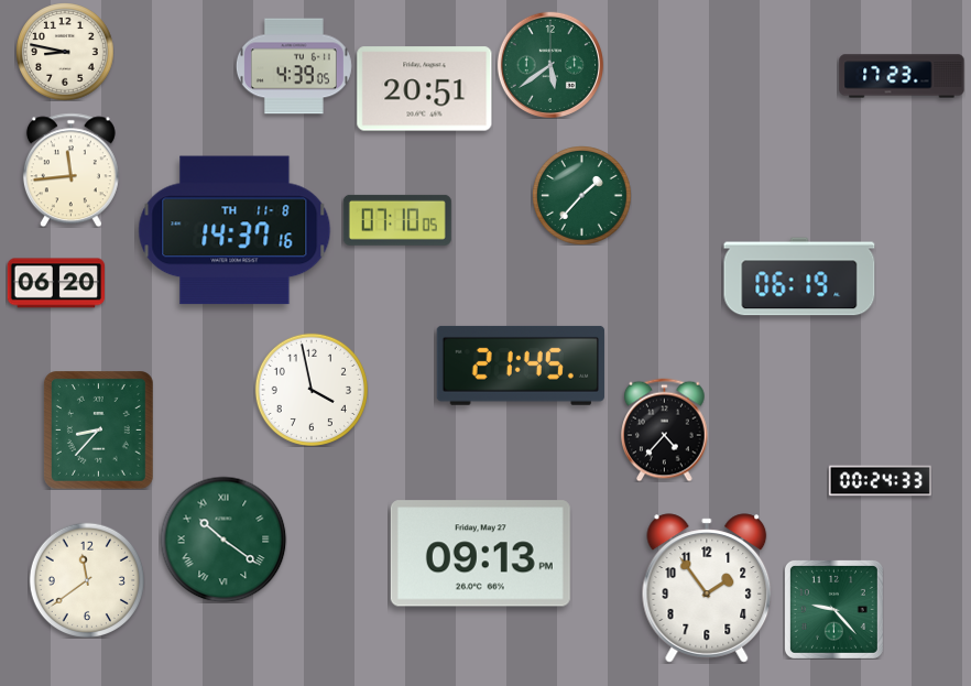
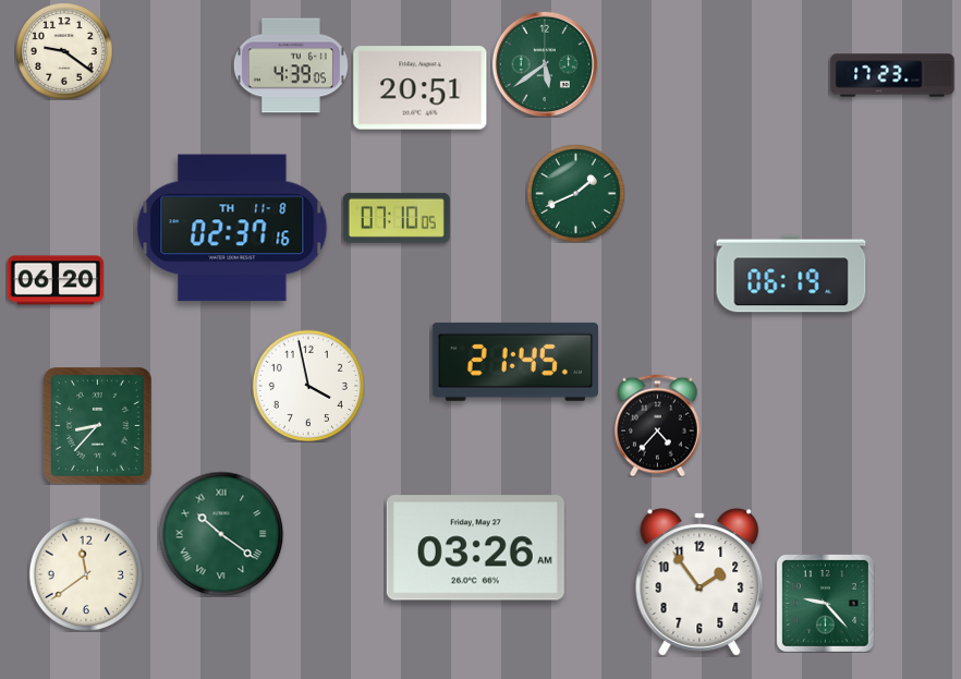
clock at (65, 52): 8:47 -> 9:21
clock at (70, 170): 11:44 -> none
clock at (582, 196): 1:37 -> 1:41
clock at (397, 220) position: (397, 220) -> (397, 218)
clock at (234, 230): 14:37 -> 02:37
clock at (880, 481): 00:24 -> none
clock at (480, 554): 09:13 -> 03:26
